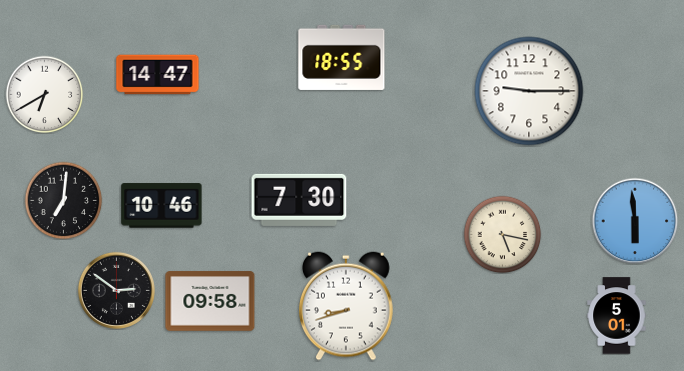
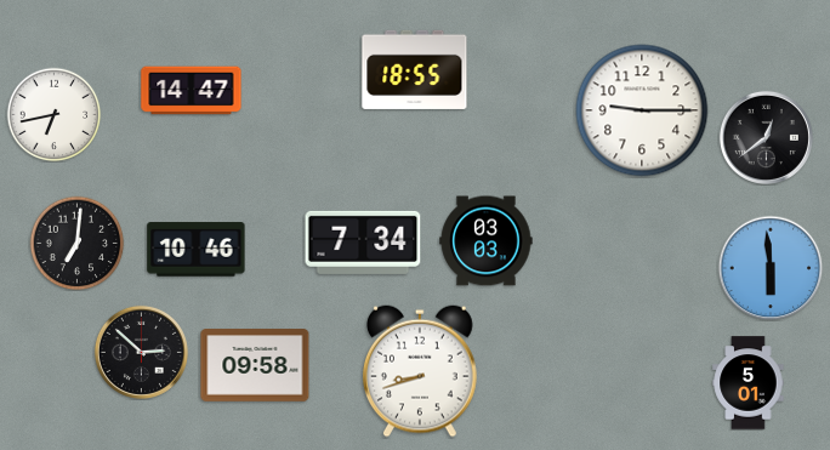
clock at (44, 94): 6:40 -> 6:43
clock at (766, 137): none -> 12:39
clock at (487, 241): none -> 03:03
clock at (299, 200): 7:30 -> 7:34
clock at (502, 234): 5:17 -> none
clock at (116, 290): 2:51 -> 2:52
